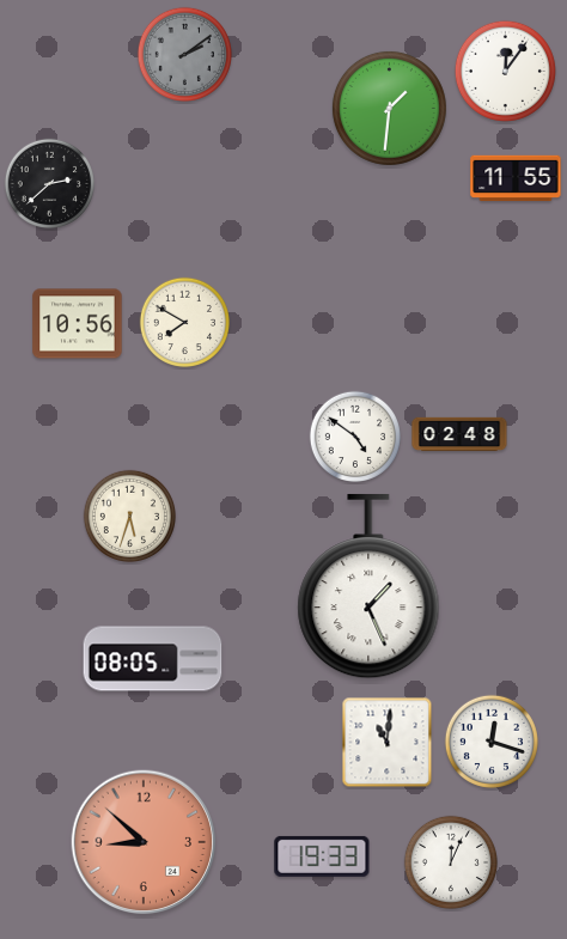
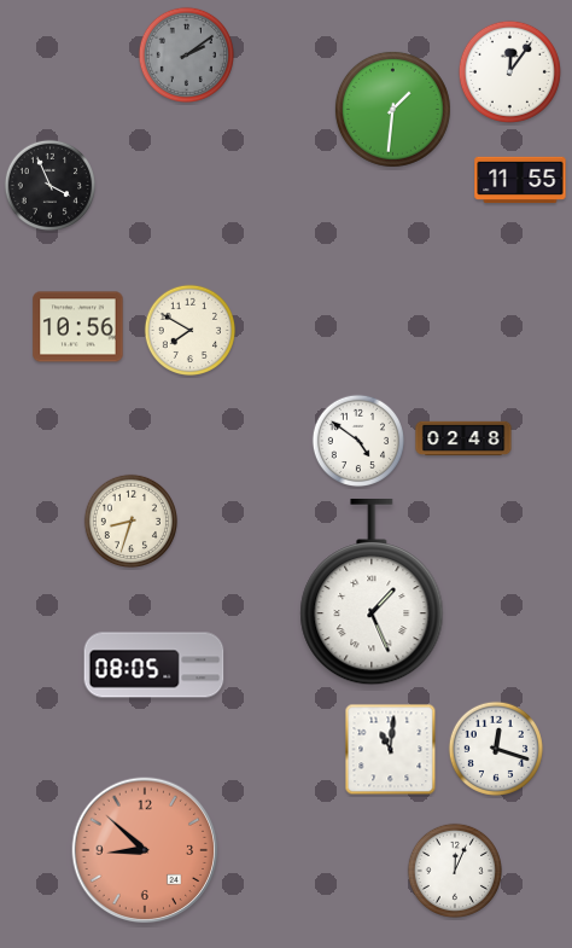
clock at (49, 183): 2:38 -> 3:56
clock at (184, 322) position: (184, 322) -> (189, 330)
clock at (129, 516): 5:33 -> 8:33
clock at (322, 856): 19:33 -> none
